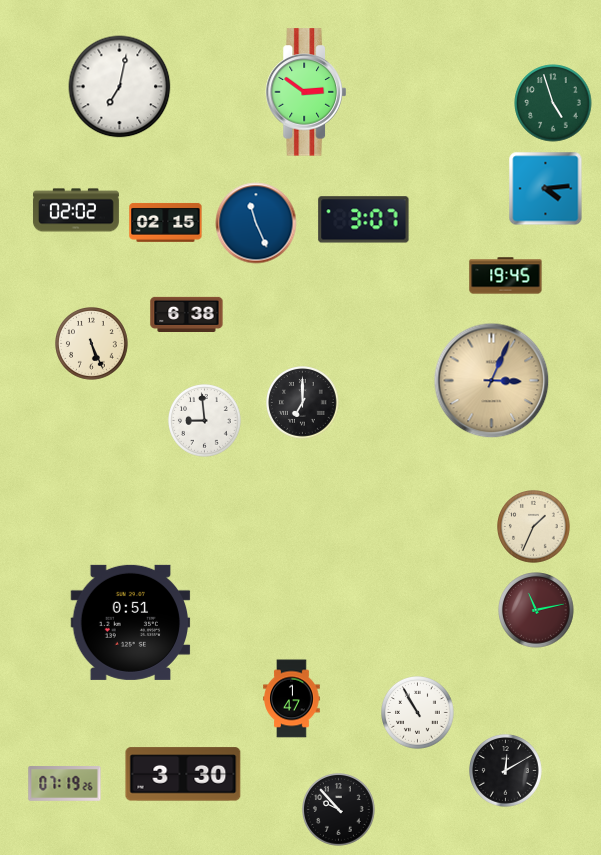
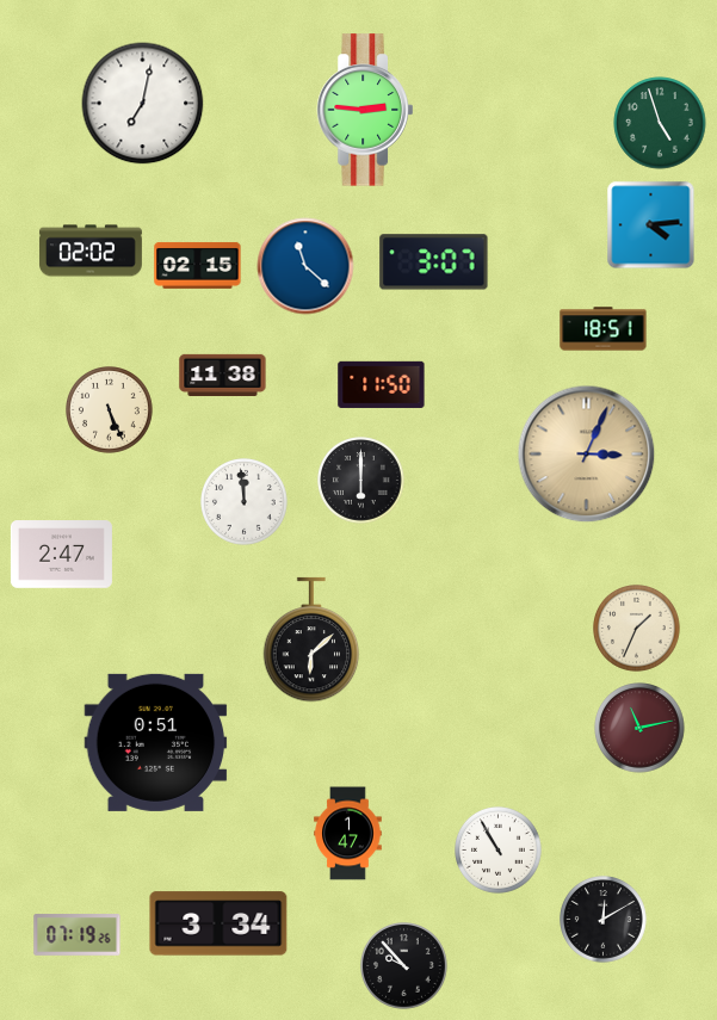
clock at (306, 92): 2:51 -> 2:46
clock at (256, 223): 11:26 -> 11:22
clock at (506, 276): 19:45 -> 18:51
clock at (187, 314): 6:38 -> 11:38
clock at (382, 384): none -> 11:50
clock at (303, 403): 7:00 -> 6:00
clock at (205, 421): 8:59 -> 11:59
clock at (61, 555): none -> 2:47
clock at (311, 639): none -> 6:08
clock at (183, 774): 3:30 -> 3:34
